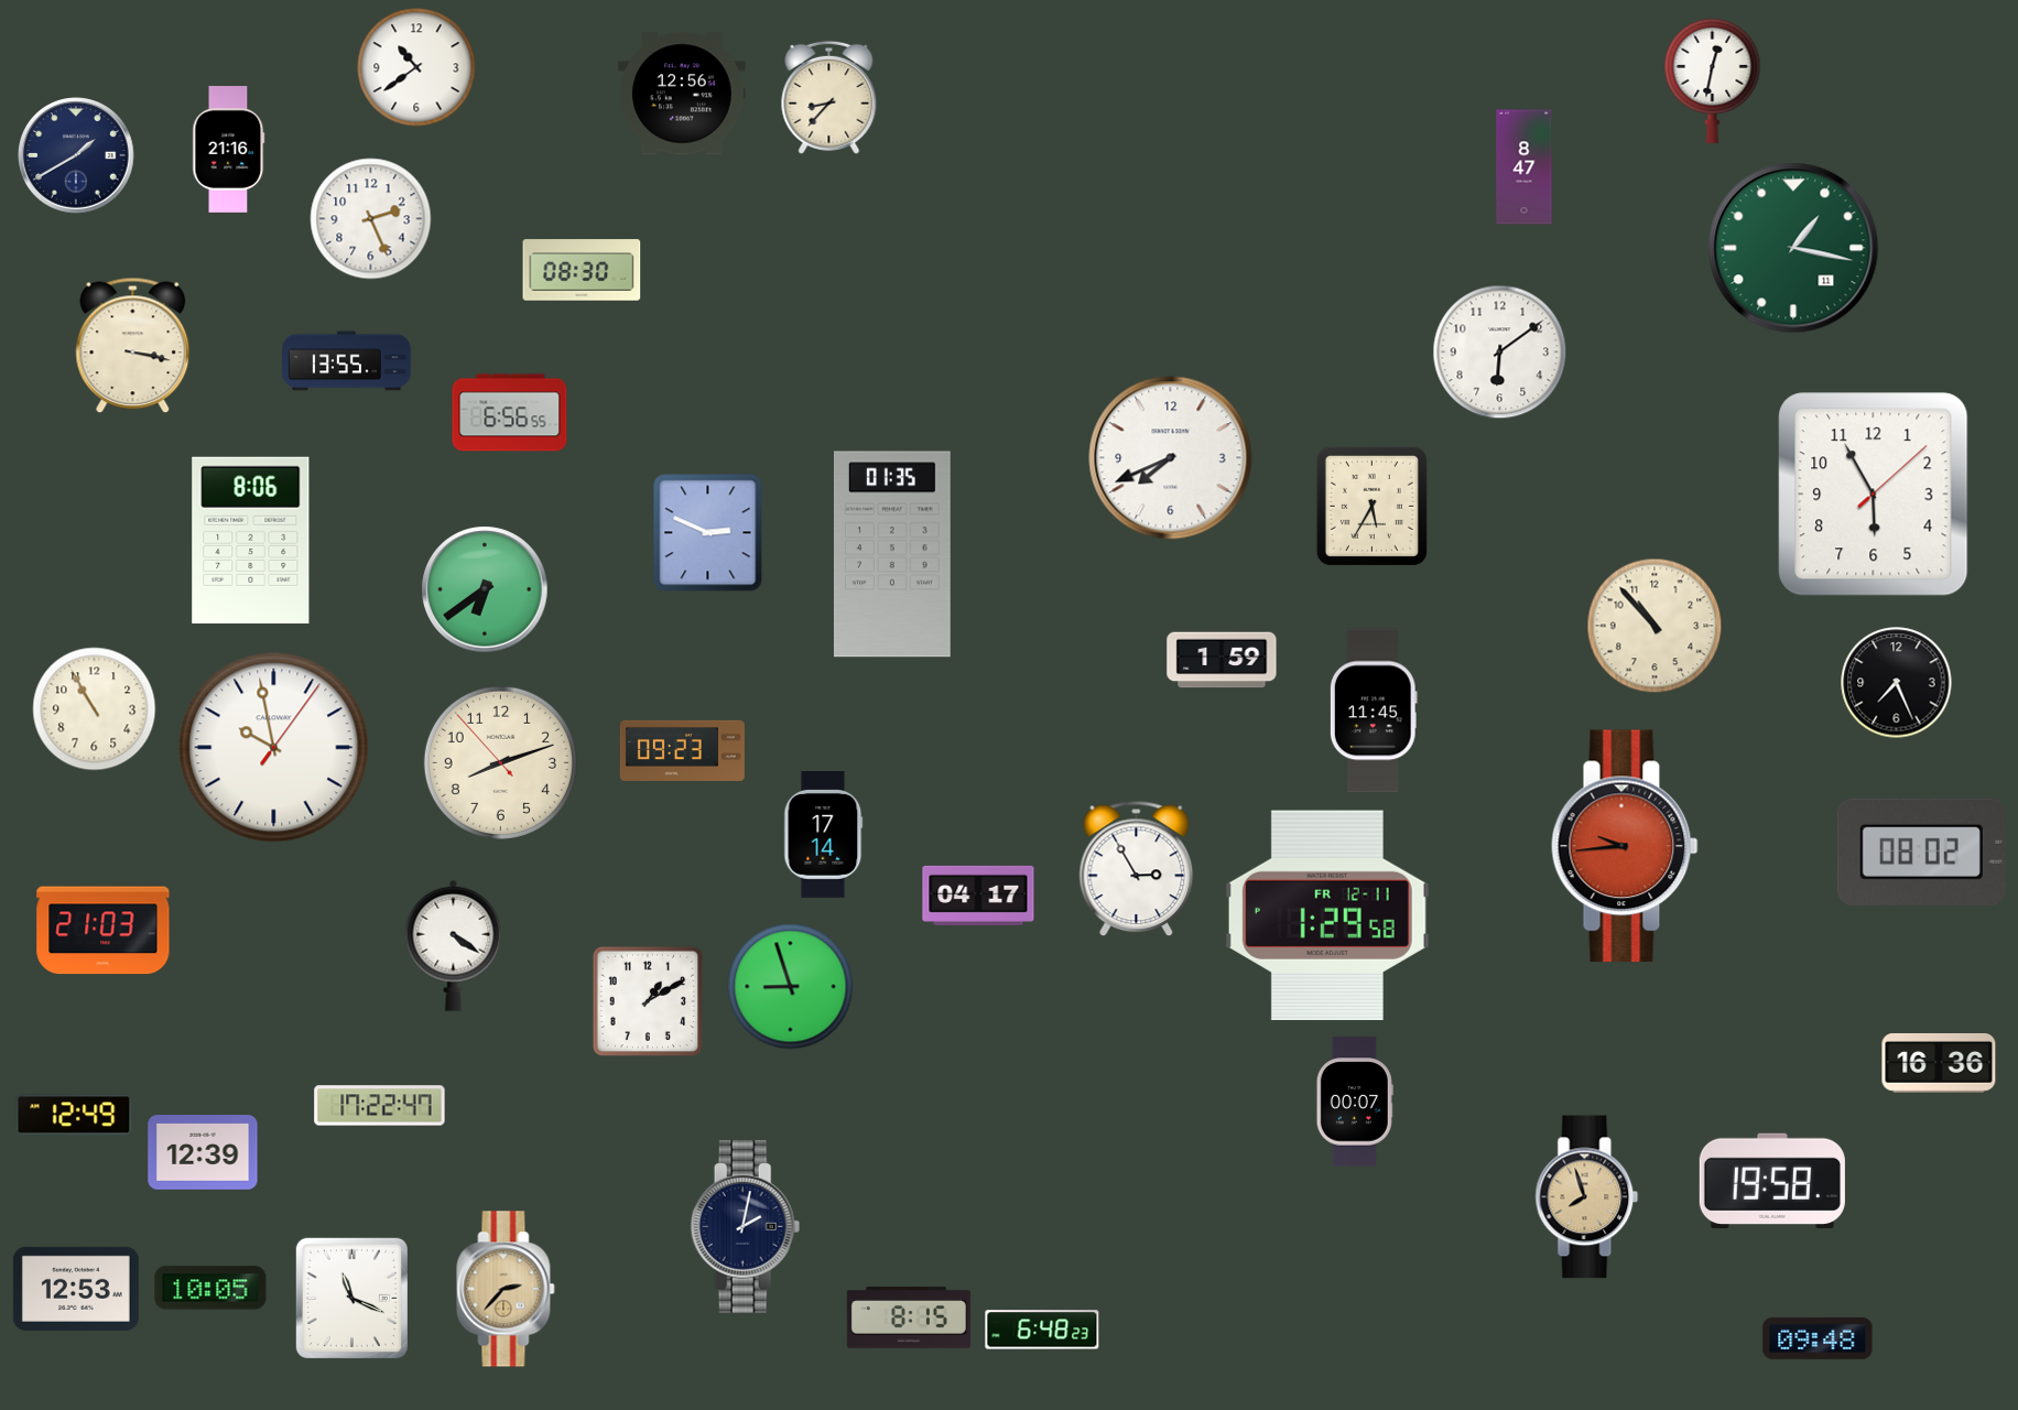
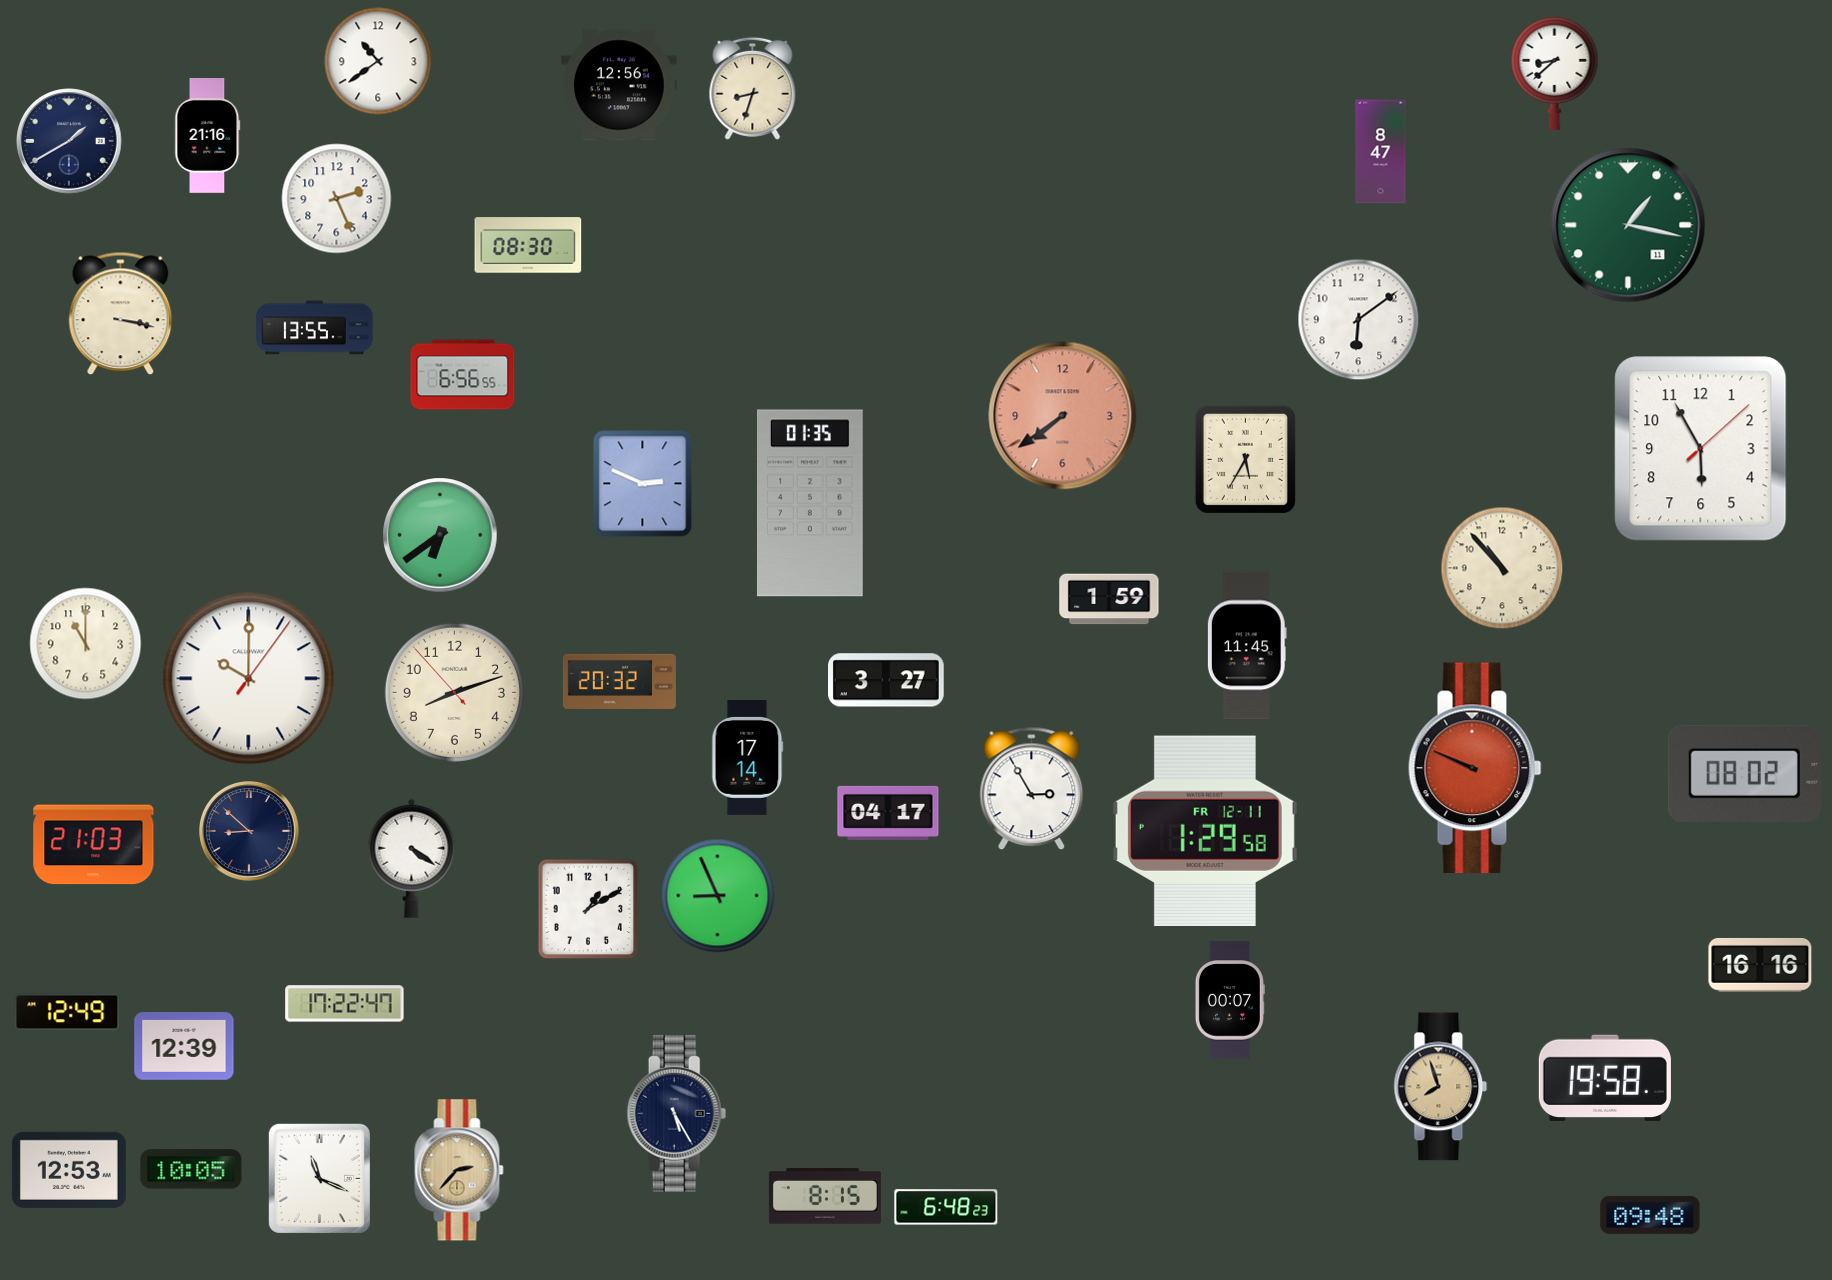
clock at (1713, 80): 12:32 -> 8:38
clock at (829, 97): 8:37 -> 8:33
clock at (1525, 167) position: (1525, 167) -> (1381, 152)
clock at (1500, 352) position: (1500, 352) -> (1359, 320)
clock at (1171, 458): 7:41 -> 7:39
clock at (1171, 458) dial: white -> salmon
clock at (251, 540): 8:06 -> none
clock at (1897, 683): 7:26 -> none
clock at (95, 709): 10:55 -> 11:00
clock at (274, 748): 9:58 -> 10:00
clock at (887, 680): none -> 3:27
clock at (682, 750): 09:23 -> 20:32
clock at (1625, 846): 9:44 -> 9:49
clock at (250, 832): none -> 8:52
clock at (791, 987): 8:57 -> 8:56
clock at (1939, 1063): 16:36 -> 16:16
clock at (1772, 1181) position: (1772, 1181) -> (1605, 1078)
clock at (746, 1226): 2:02 -> 5:25
